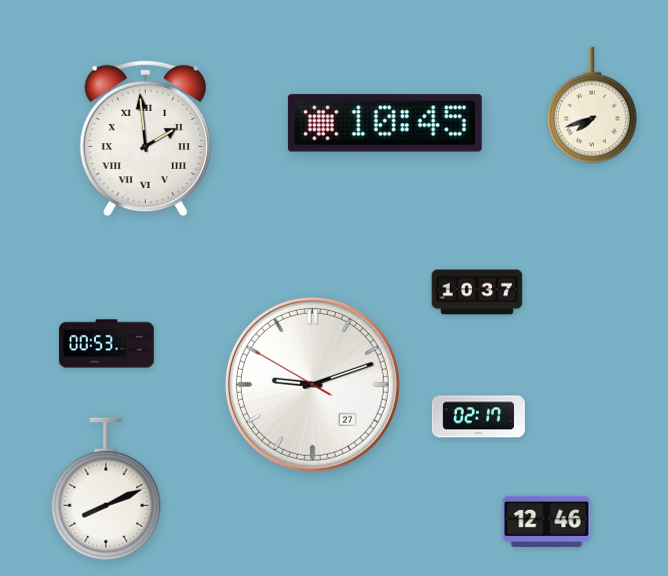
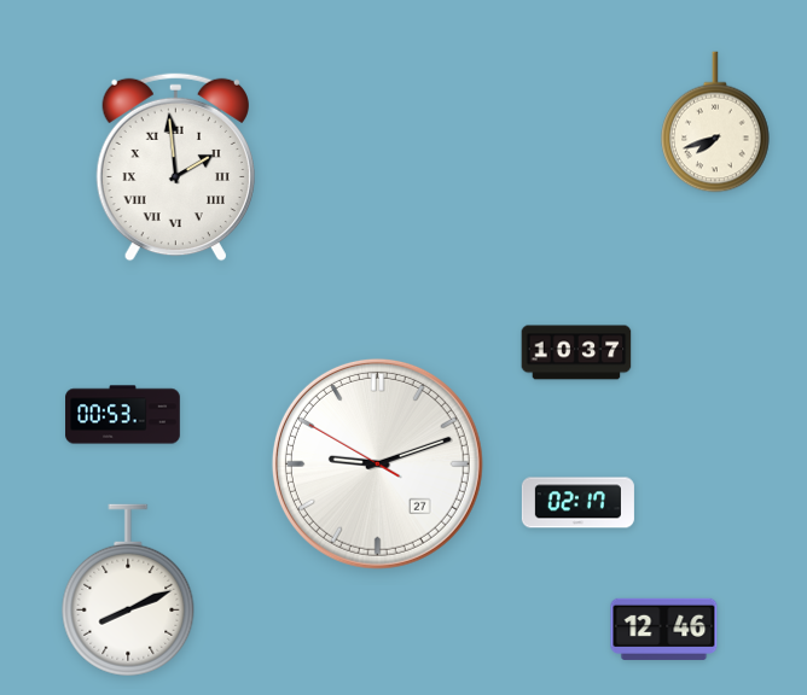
clock at (592, 105) position: (592, 105) -> (715, 122)
clock at (385, 123): 10:45 -> none
clock at (107, 344) position: (107, 344) -> (123, 415)
clock at (547, 521) position: (547, 521) -> (664, 629)
